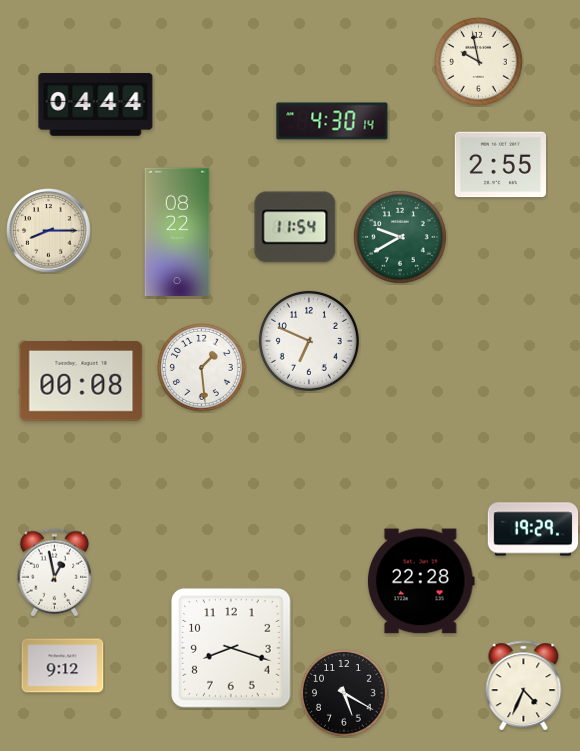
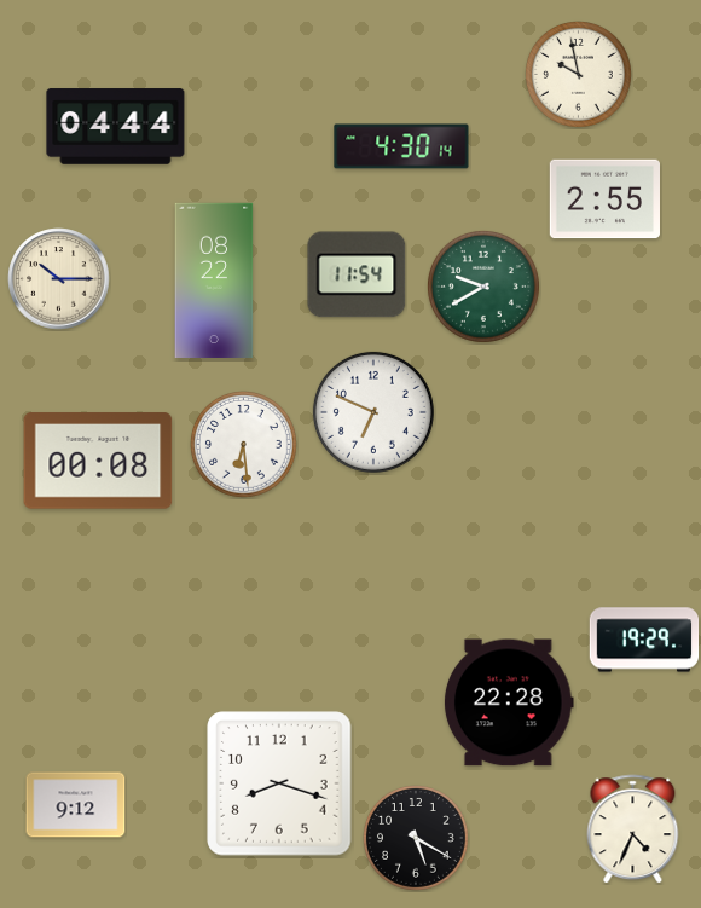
clock at (49, 231): 8:15 -> 10:15
clock at (202, 368): 1:29 -> 6:29
clock at (54, 573): 12:58 -> none
